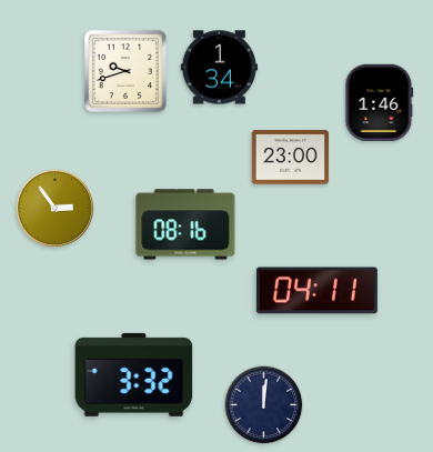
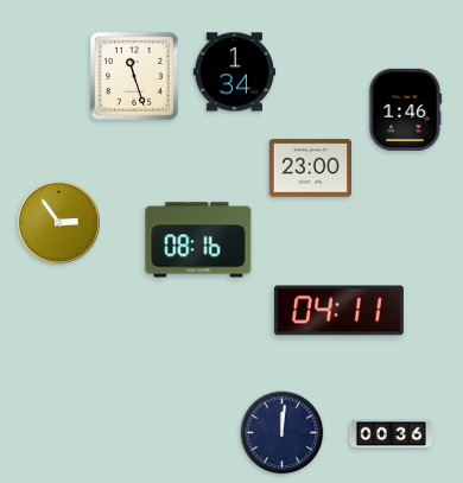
clock at (125, 71): 9:42 -> 11:27
clock at (134, 374): 3:32 -> none
clock at (392, 434): none -> 00:36
